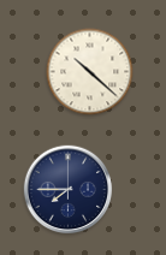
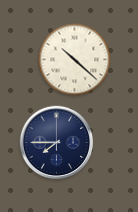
clock at (69, 190) position: (69, 190) -> (57, 143)
